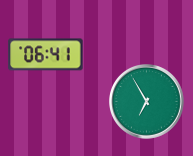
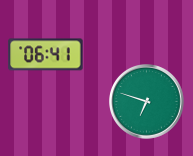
clock at (147, 102): 6:55 -> 6:48
